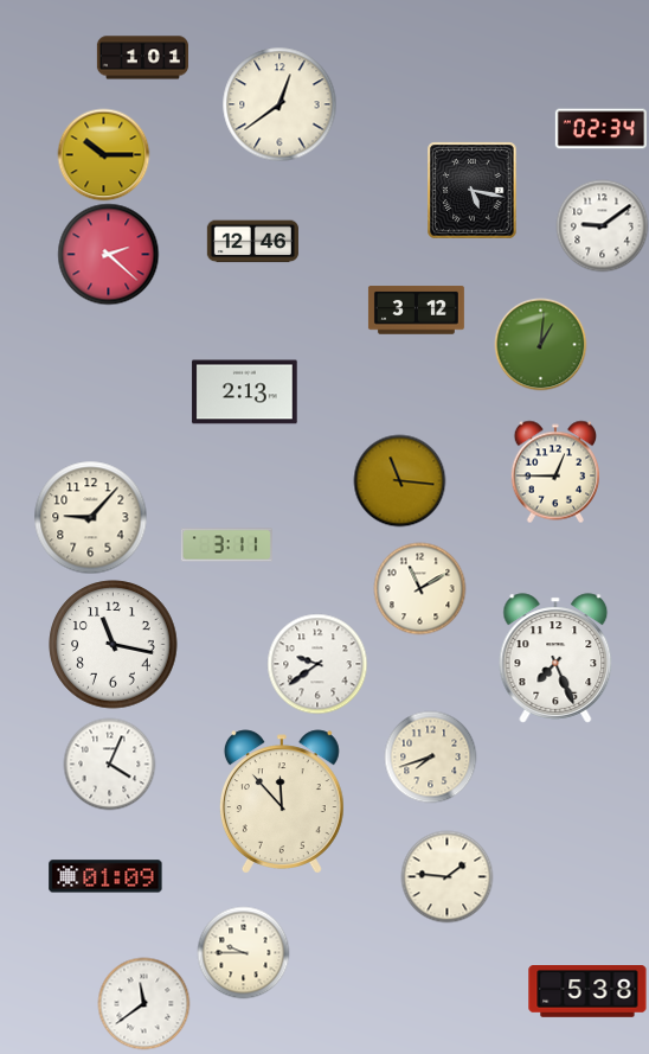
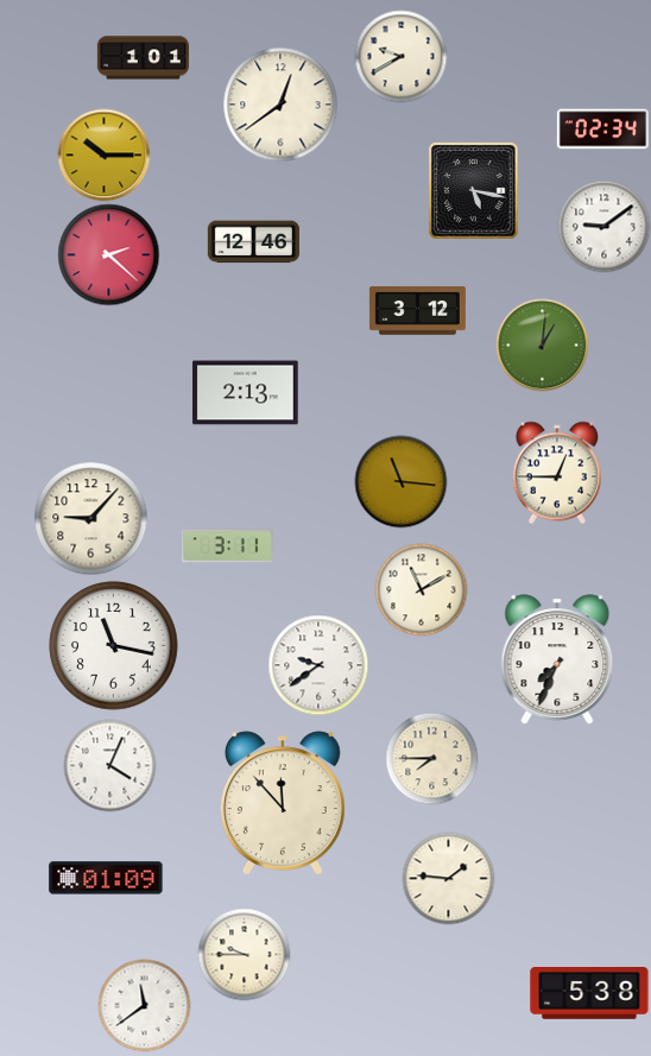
clock at (400, 56): none -> 9:40
clock at (555, 658): 7:26 -> 7:34
clock at (430, 756): 7:42 -> 7:45
